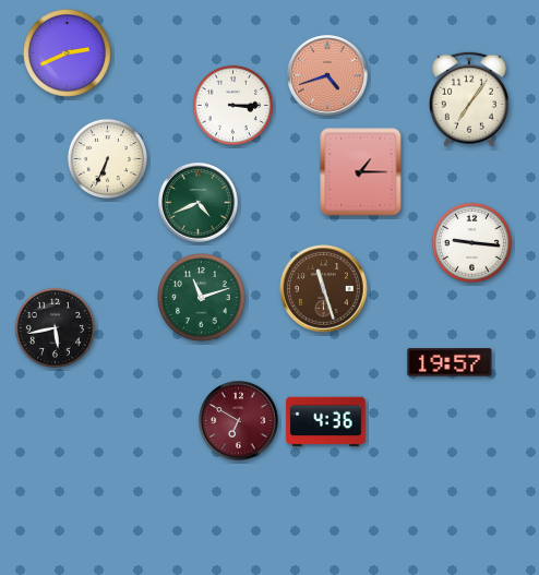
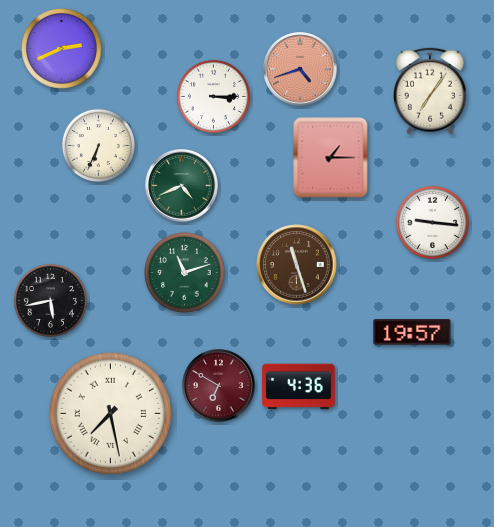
clock at (110, 413): none -> 7:28
